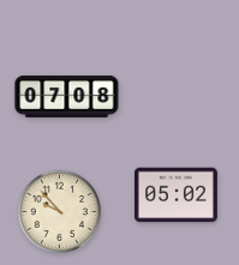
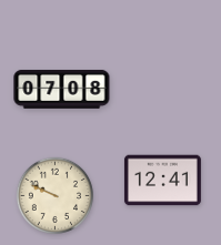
clock at (175, 195): 05:02 -> 12:41
clock at (59, 211): 9:53 -> 9:49
